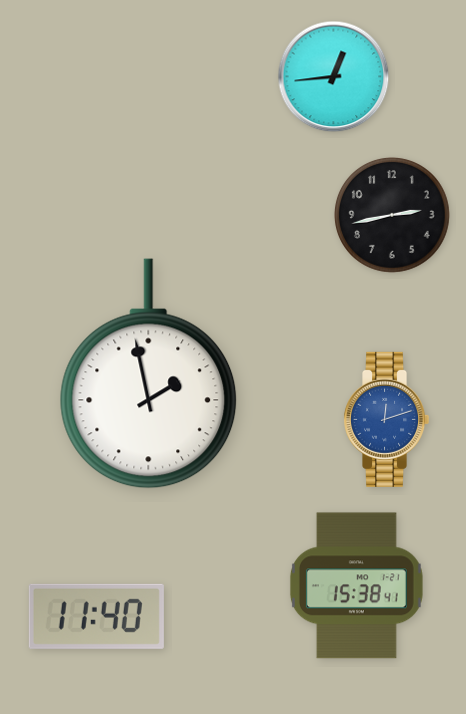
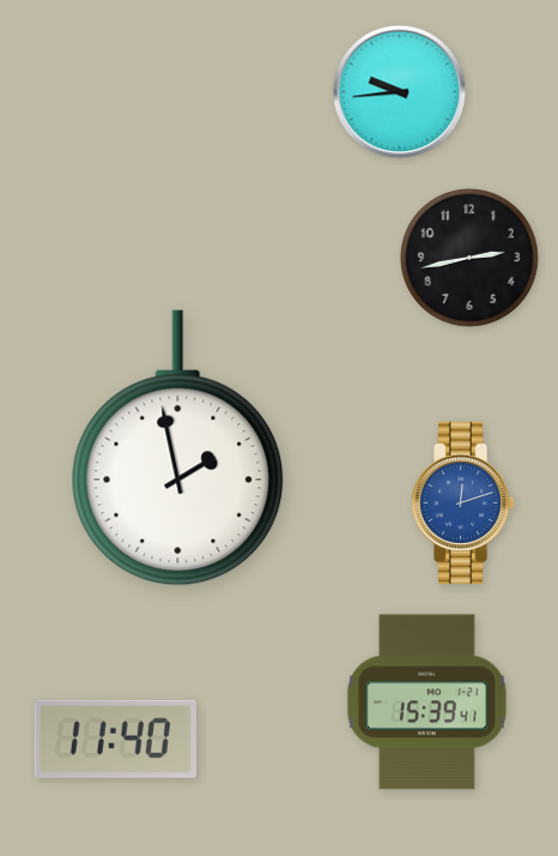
clock at (334, 77): 12:44 -> 9:44
clock at (356, 586): 15:38 -> 15:39
